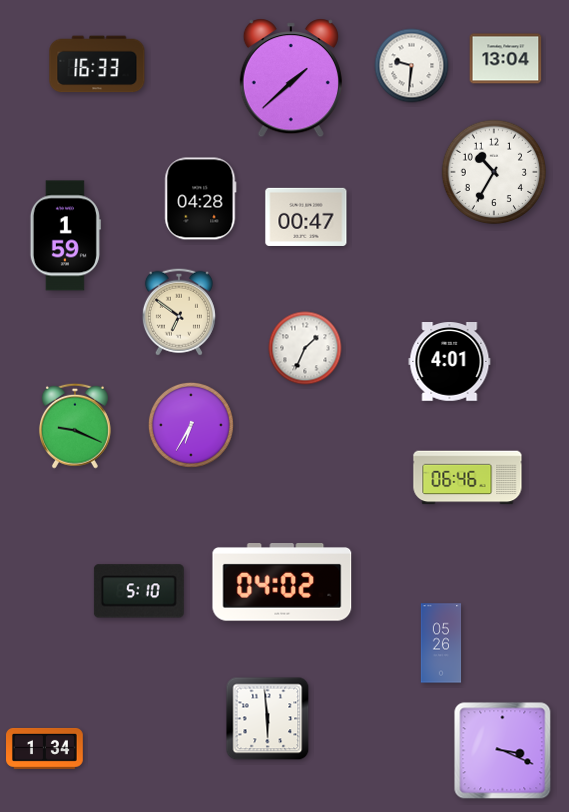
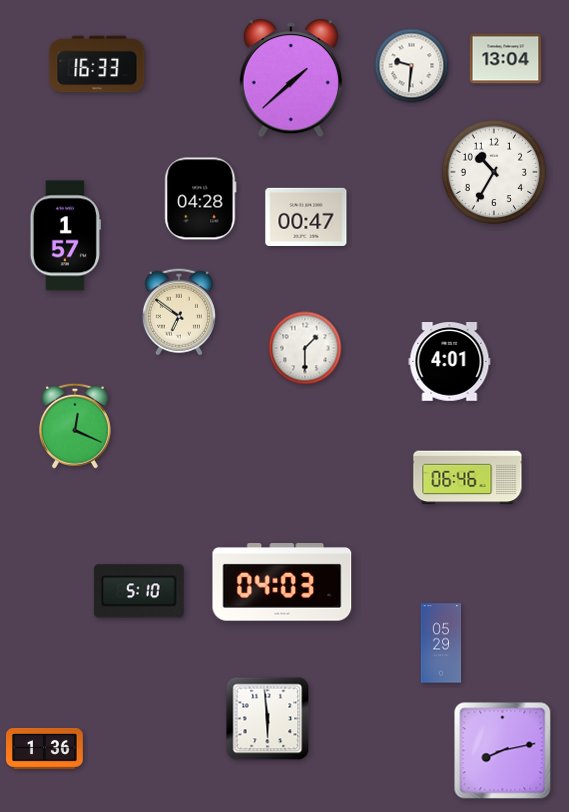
clock at (65, 236): 1:59 -> 1:57
clock at (305, 348): 1:34 -> 1:30
clock at (191, 425): 6:35 -> none
clock at (75, 426): 9:19 -> 12:19
clock at (282, 583): 04:02 -> 04:03
clock at (441, 643): 05:26 -> 05:29
clock at (45, 748): 1:34 -> 1:36
clock at (503, 751): 3:19 -> 8:13
